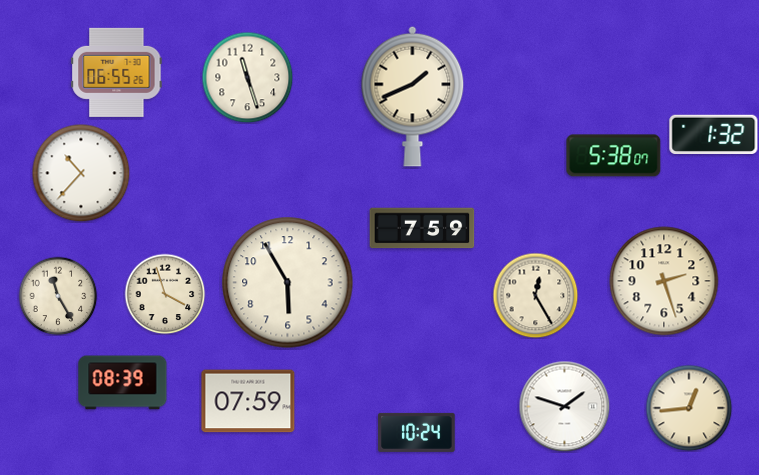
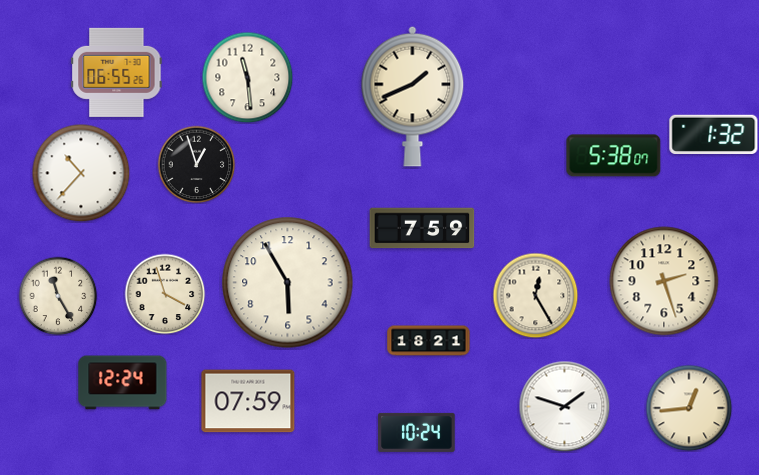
clock at (247, 77): 11:27 -> 11:29
clock at (196, 164): none -> 12:57
clock at (429, 341): none -> 18:21
clock at (123, 383): 08:39 -> 12:24
